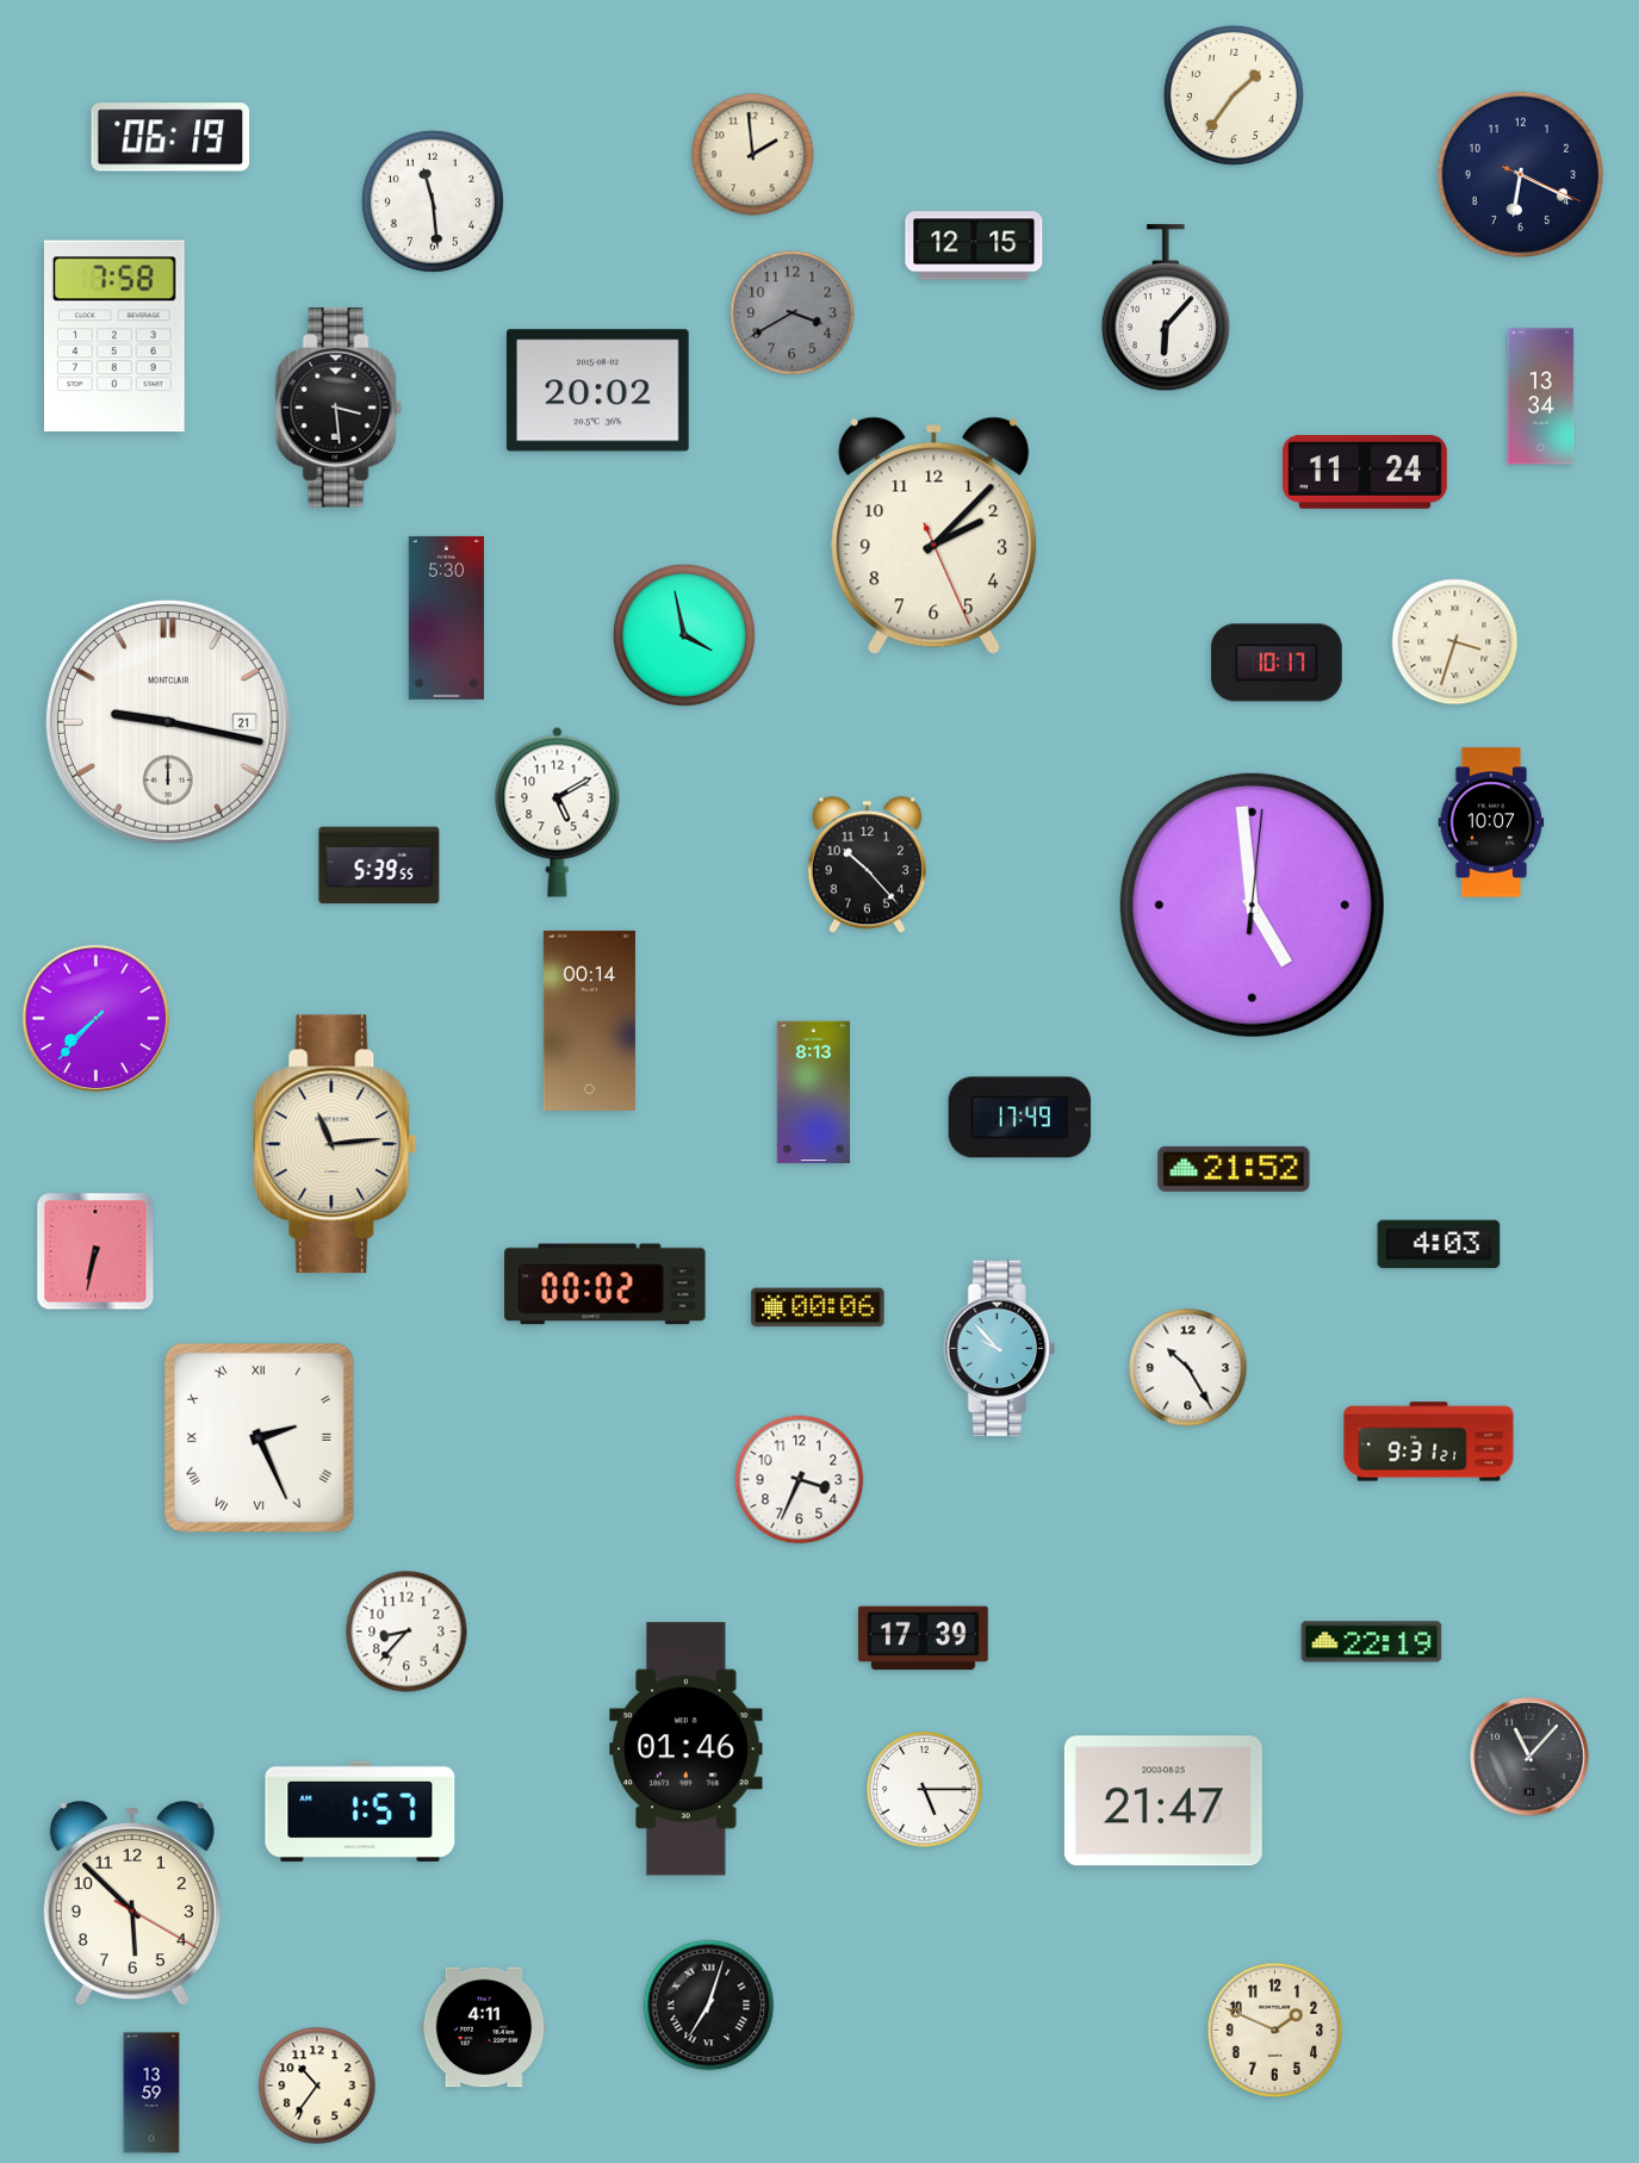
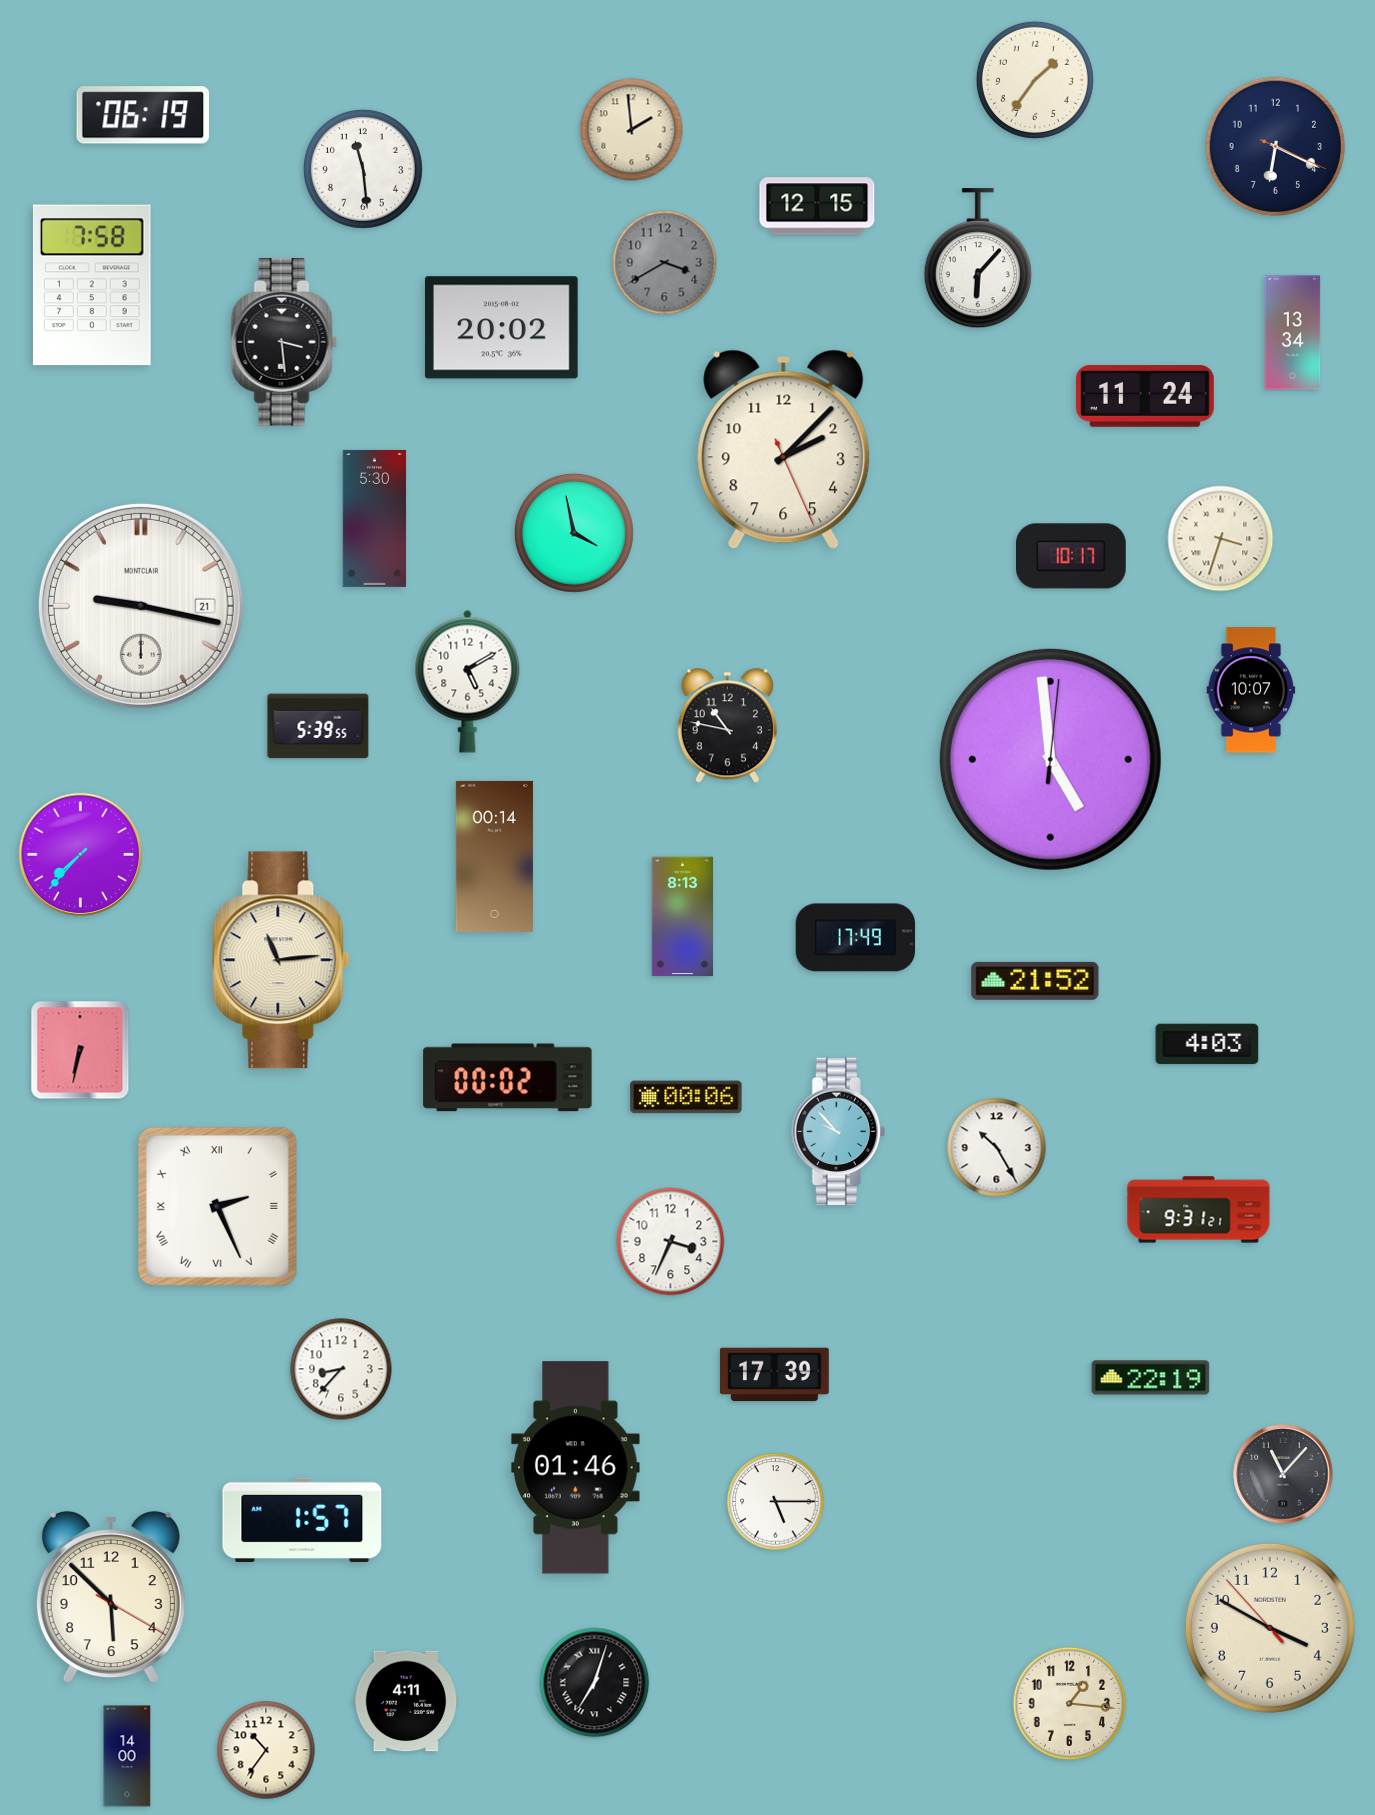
clock at (114, 336) position: (114, 336) -> (92, 285)
clock at (867, 865): 10:23 -> 10:47
clock at (1163, 1801): 21:47 -> none
clock at (1270, 1628): none -> 3:49
clock at (1275, 2031): 1:49 -> 1:16
clock at (151, 2093): 13:59 -> 14:00
